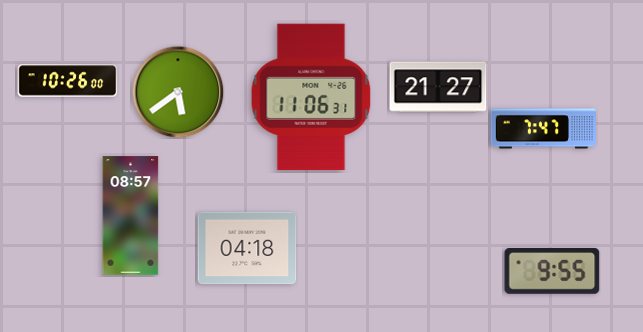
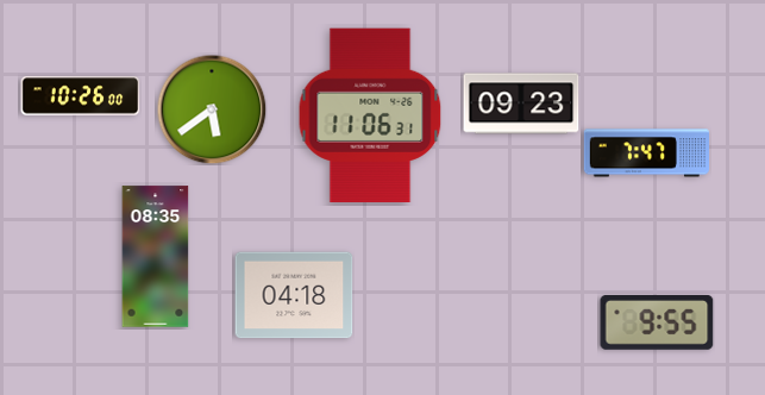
clock at (438, 87): 21:27 -> 09:23
clock at (131, 216): 08:57 -> 08:35
